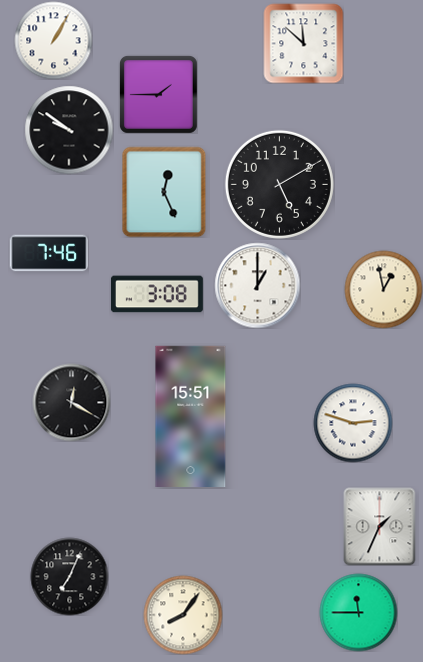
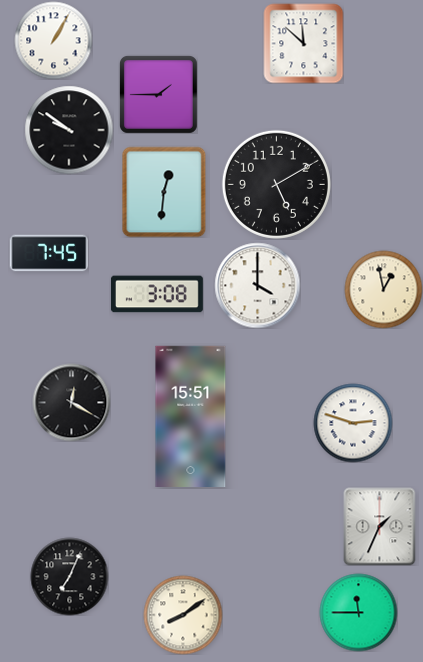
clock at (279, 184) position: (279, 184) -> (276, 184)
clock at (164, 192): 12:26 -> 12:31
clock at (49, 253): 7:46 -> 7:45
clock at (257, 285): 1:00 -> 4:00
clock at (183, 615): 8:06 -> 8:09
